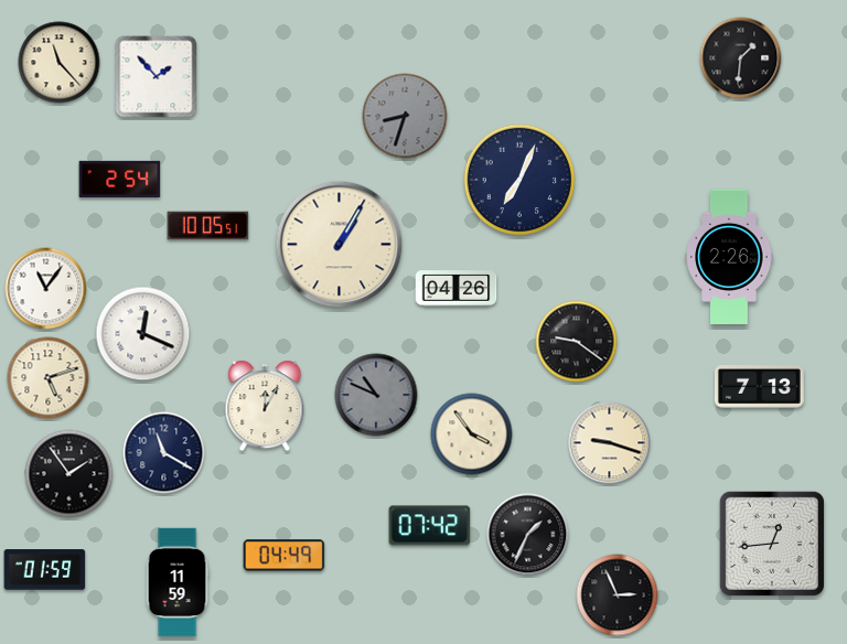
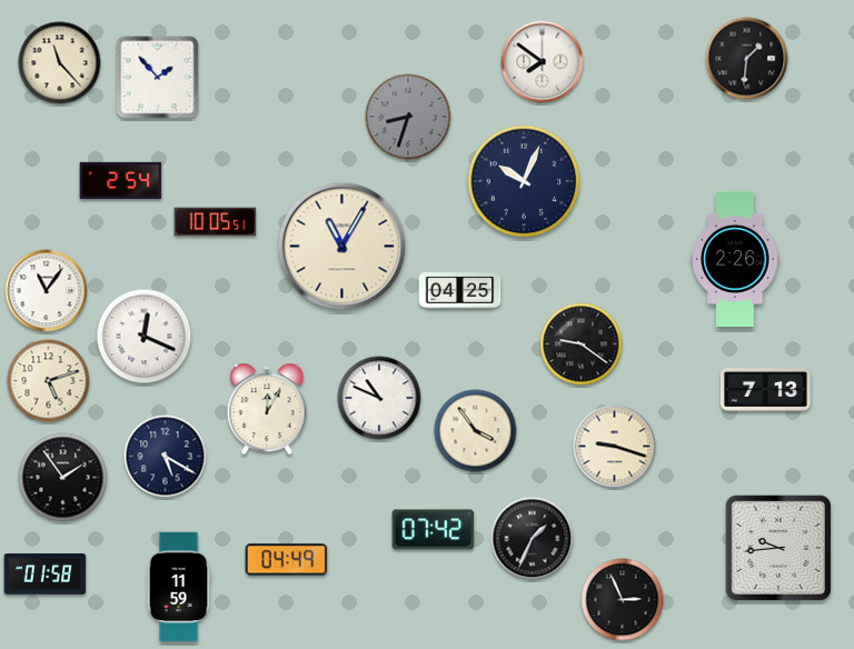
clock at (543, 62): none -> 7:51
clock at (519, 180): 7:04 -> 10:04
clock at (208, 226) position: (208, 226) -> (216, 222)
clock at (340, 245): 1:05 -> 11:05
clock at (457, 289): 04:26 -> 04:25
clock at (376, 395) dial: grey -> white
clock at (472, 434) position: (472, 434) -> (476, 431)
clock at (164, 453): 11:20 -> 5:20
clock at (69, 474) position: (69, 474) -> (63, 478)
clock at (772, 544): 12:44 -> 9:44
clock at (45, 570): 01:59 -> 01:58
